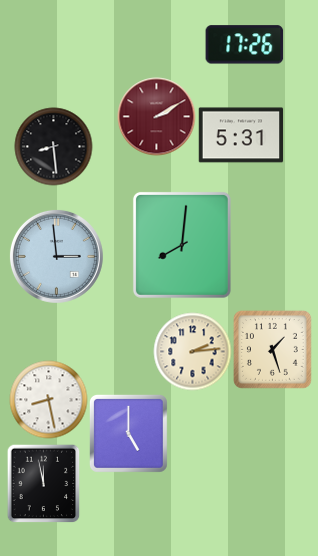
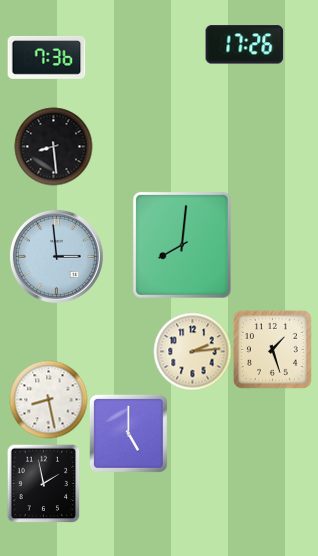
clock at (46, 57): none -> 7:36
clock at (156, 116): 2:10 -> none
clock at (241, 135): 5:31 -> none
clock at (44, 483): 11:58 -> 1:58
